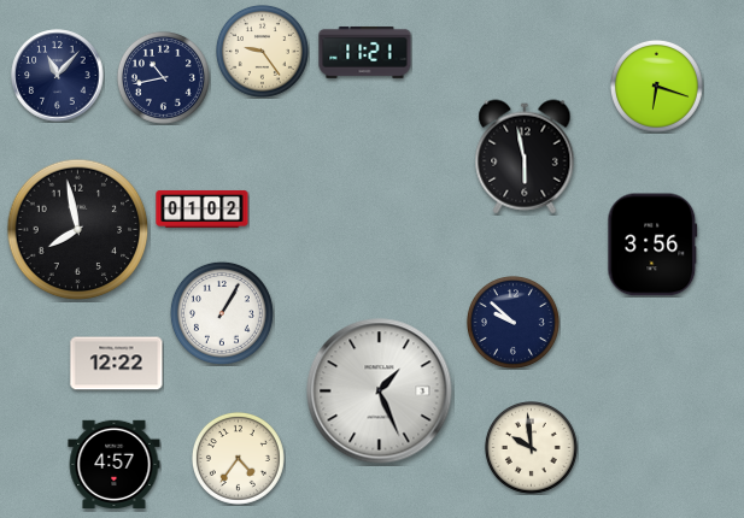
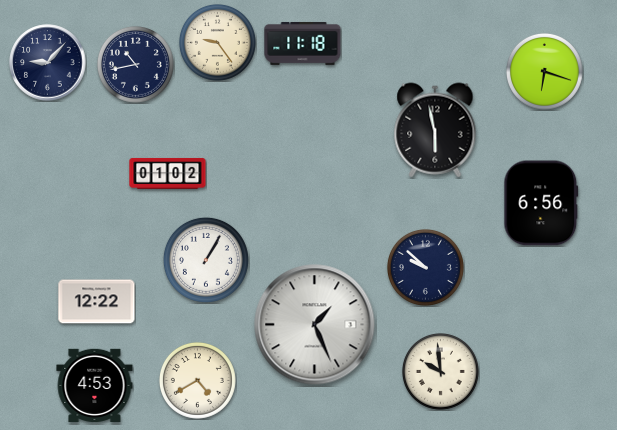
clock at (365, 52): 11:21 -> 11:18
clock at (58, 76): 11:07 -> 9:07
clock at (78, 230): 7:58 -> none
clock at (652, 245): 3:56 -> 6:56
clock at (222, 313) position: (222, 313) -> (206, 260)
clock at (238, 458): 4:36 -> 4:40
clock at (115, 464): 4:57 -> 4:53
